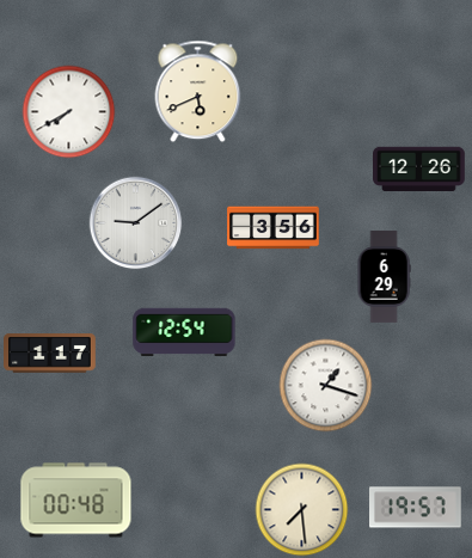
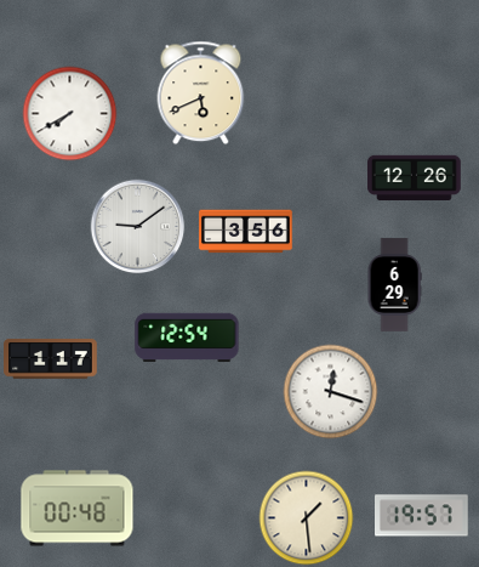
clock at (419, 168) position: (419, 168) -> (415, 177)
clock at (274, 228) position: (274, 228) -> (246, 232)
clock at (384, 277) position: (384, 277) -> (394, 285)
clock at (325, 385): 1:18 -> 12:18
clock at (301, 509): 7:29 -> 1:29
